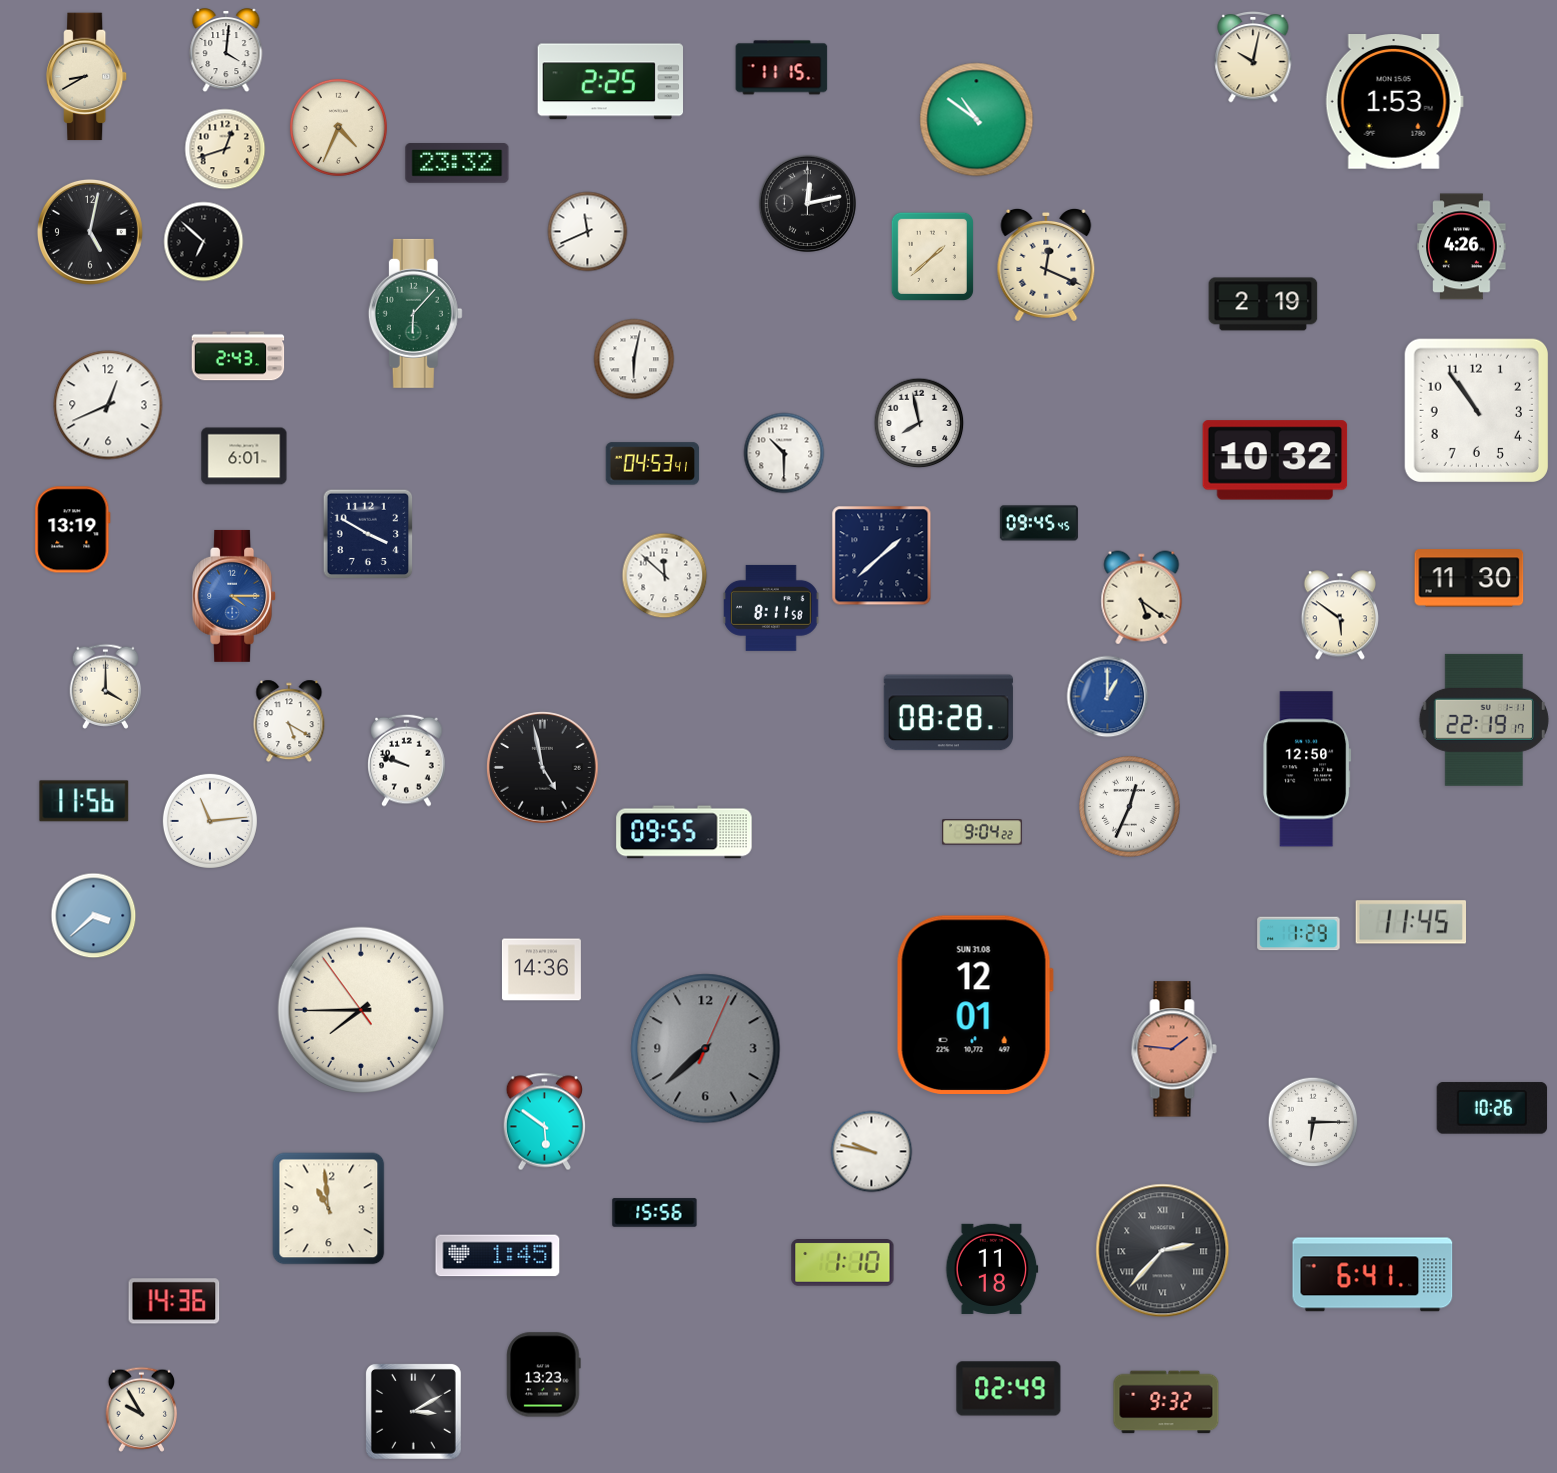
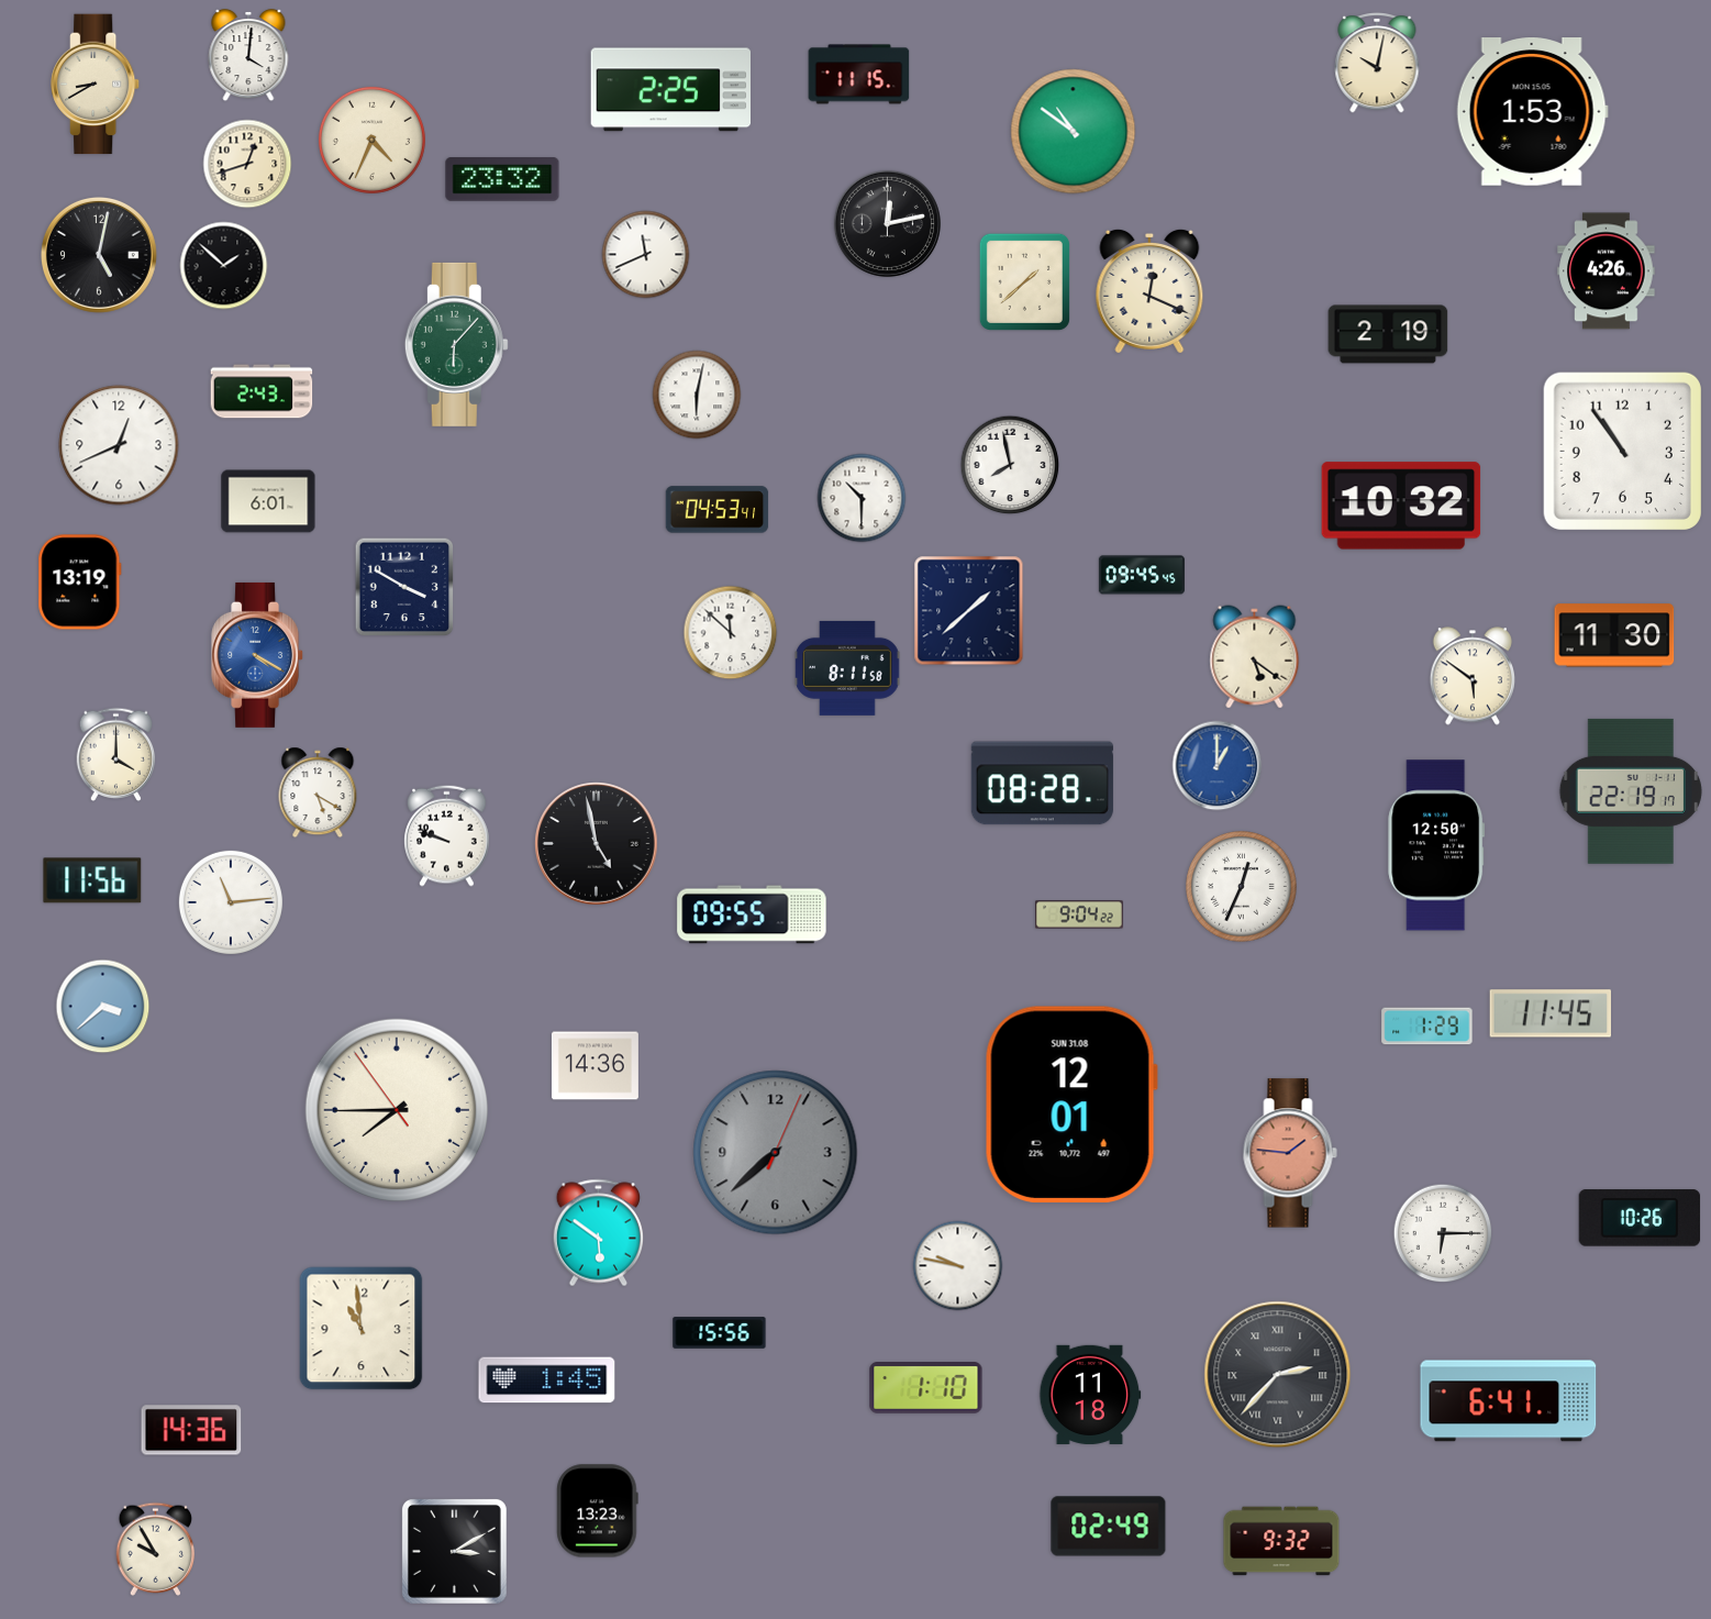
clock at (204, 242): 6:52 -> 1:52
clock at (235, 596): 4:15 -> 4:20
